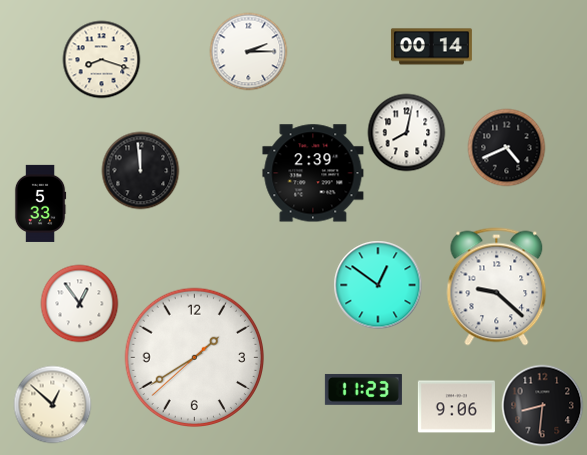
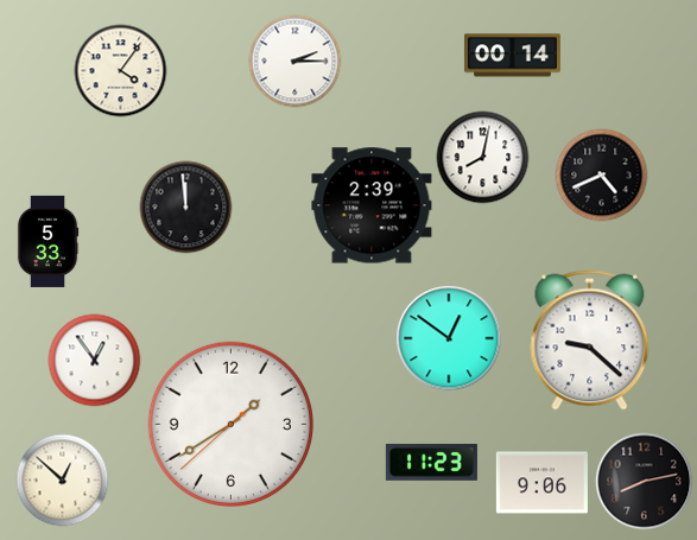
clock at (101, 59): 8:18 -> 4:06
clock at (140, 170) position: (140, 170) -> (185, 207)
clock at (542, 405): 8:31 -> 8:13
